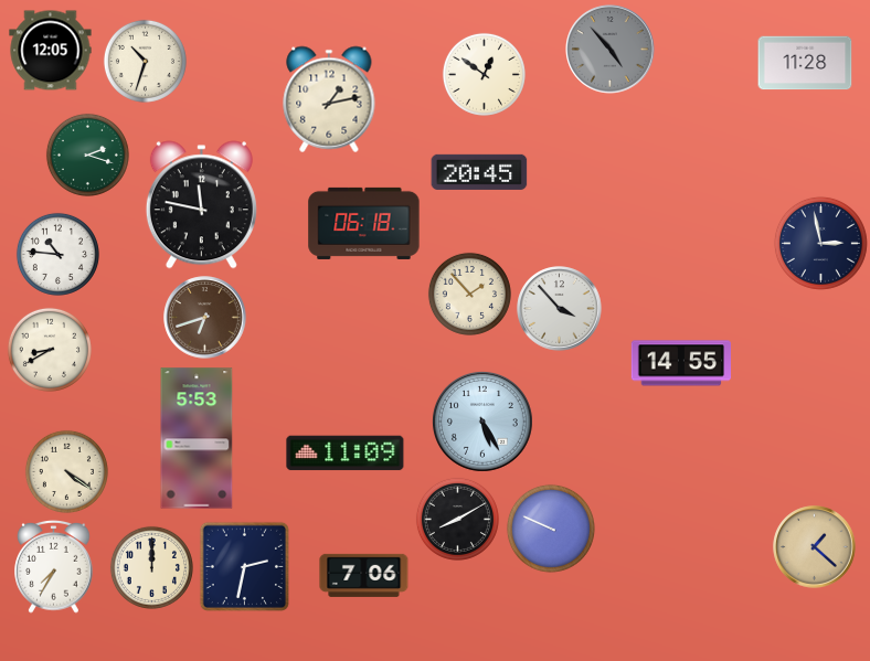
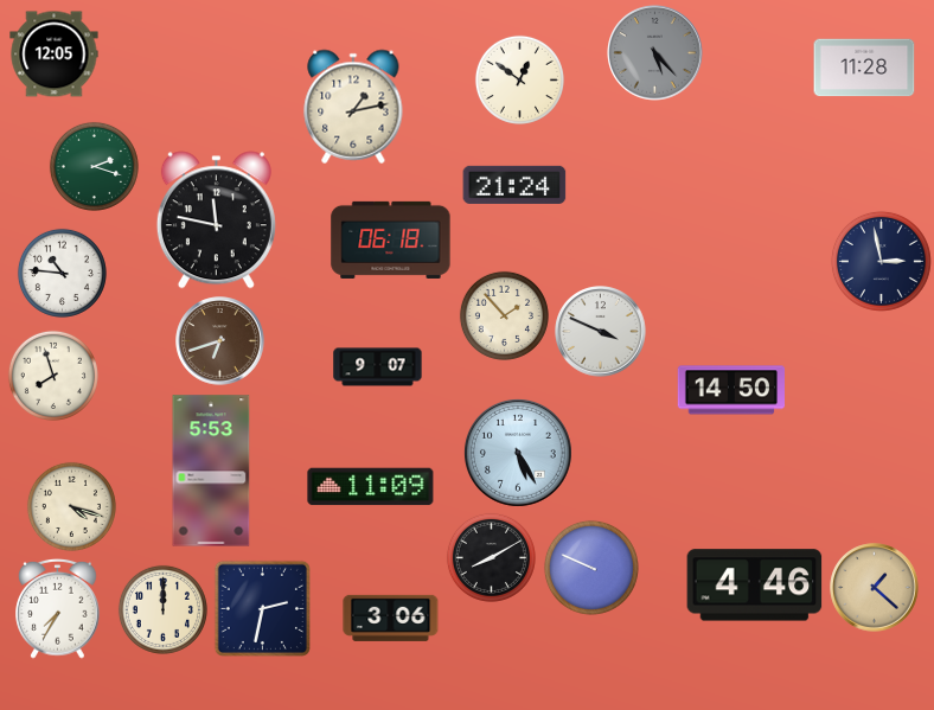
clock at (611, 50): 4:53 -> 5:23
clock at (145, 61): 10:33 -> none
clock at (479, 172): 20:45 -> 21:24
clock at (560, 309): 3:53 -> 3:49
clock at (378, 367): none -> 9:07
clock at (50, 350): 8:40 -> 7:57
clock at (680, 363): 14:55 -> 14:50
clock at (66, 471): 4:21 -> 4:18
clock at (755, 586): none -> 4:46
clock at (364, 575): 7:06 -> 3:06
